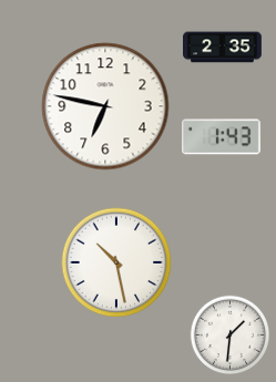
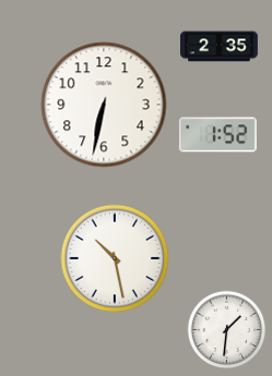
clock at (105, 106): 6:47 -> 6:32
clock at (221, 137): 1:43 -> 1:52
